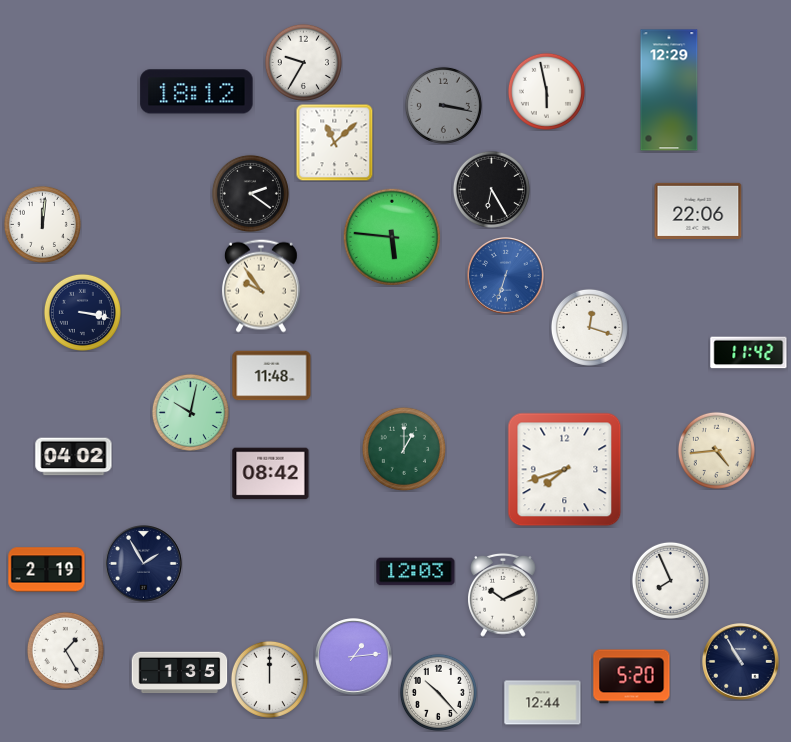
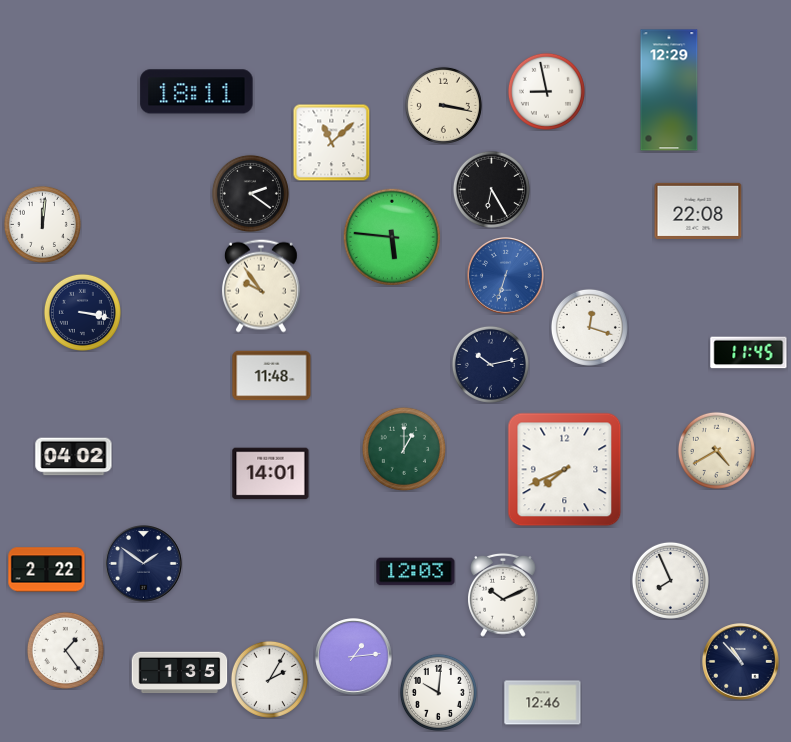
clock at (303, 62): 9:35 -> none
clock at (546, 91): 5:58 -> 8:58
clock at (197, 92): 18:12 -> 18:11
clock at (443, 105) dial: grey -> cream
clock at (334, 142) position: (334, 142) -> (331, 142)
clock at (698, 211): 22:06 -> 22:08
clock at (749, 353): 11:42 -> 11:45
clock at (490, 364): none -> 10:13
clock at (190, 412): 10:02 -> none
clock at (716, 450): 4:44 -> 4:40
clock at (565, 470): 7:42 -> 7:41
clock at (271, 474): 08:42 -> 14:01
clock at (144, 564): 1:55 -> 1:51
clock at (47, 570): 2:19 -> 2:22
clock at (65, 650): 1:25 -> 1:24
clock at (741, 662): 10:55 -> 10:53
clock at (632, 677): 5:20 -> none
clock at (269, 679): 12:00 -> 2:05
clock at (438, 692): 10:23 -> 10:01
clock at (543, 703): 12:44 -> 12:46
